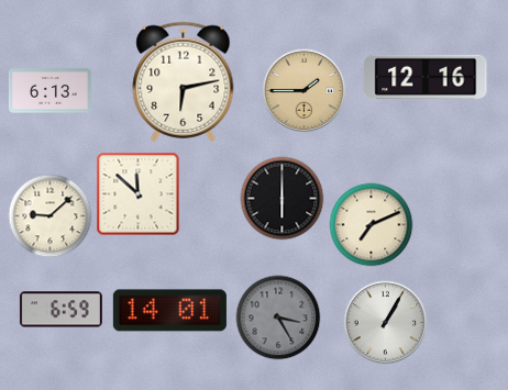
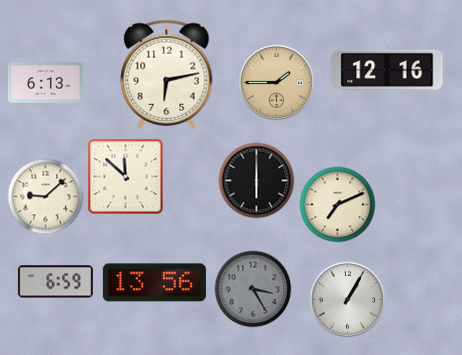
clock at (169, 311): 14:01 -> 13:56
clock at (386, 323) position: (386, 323) -> (348, 300)
